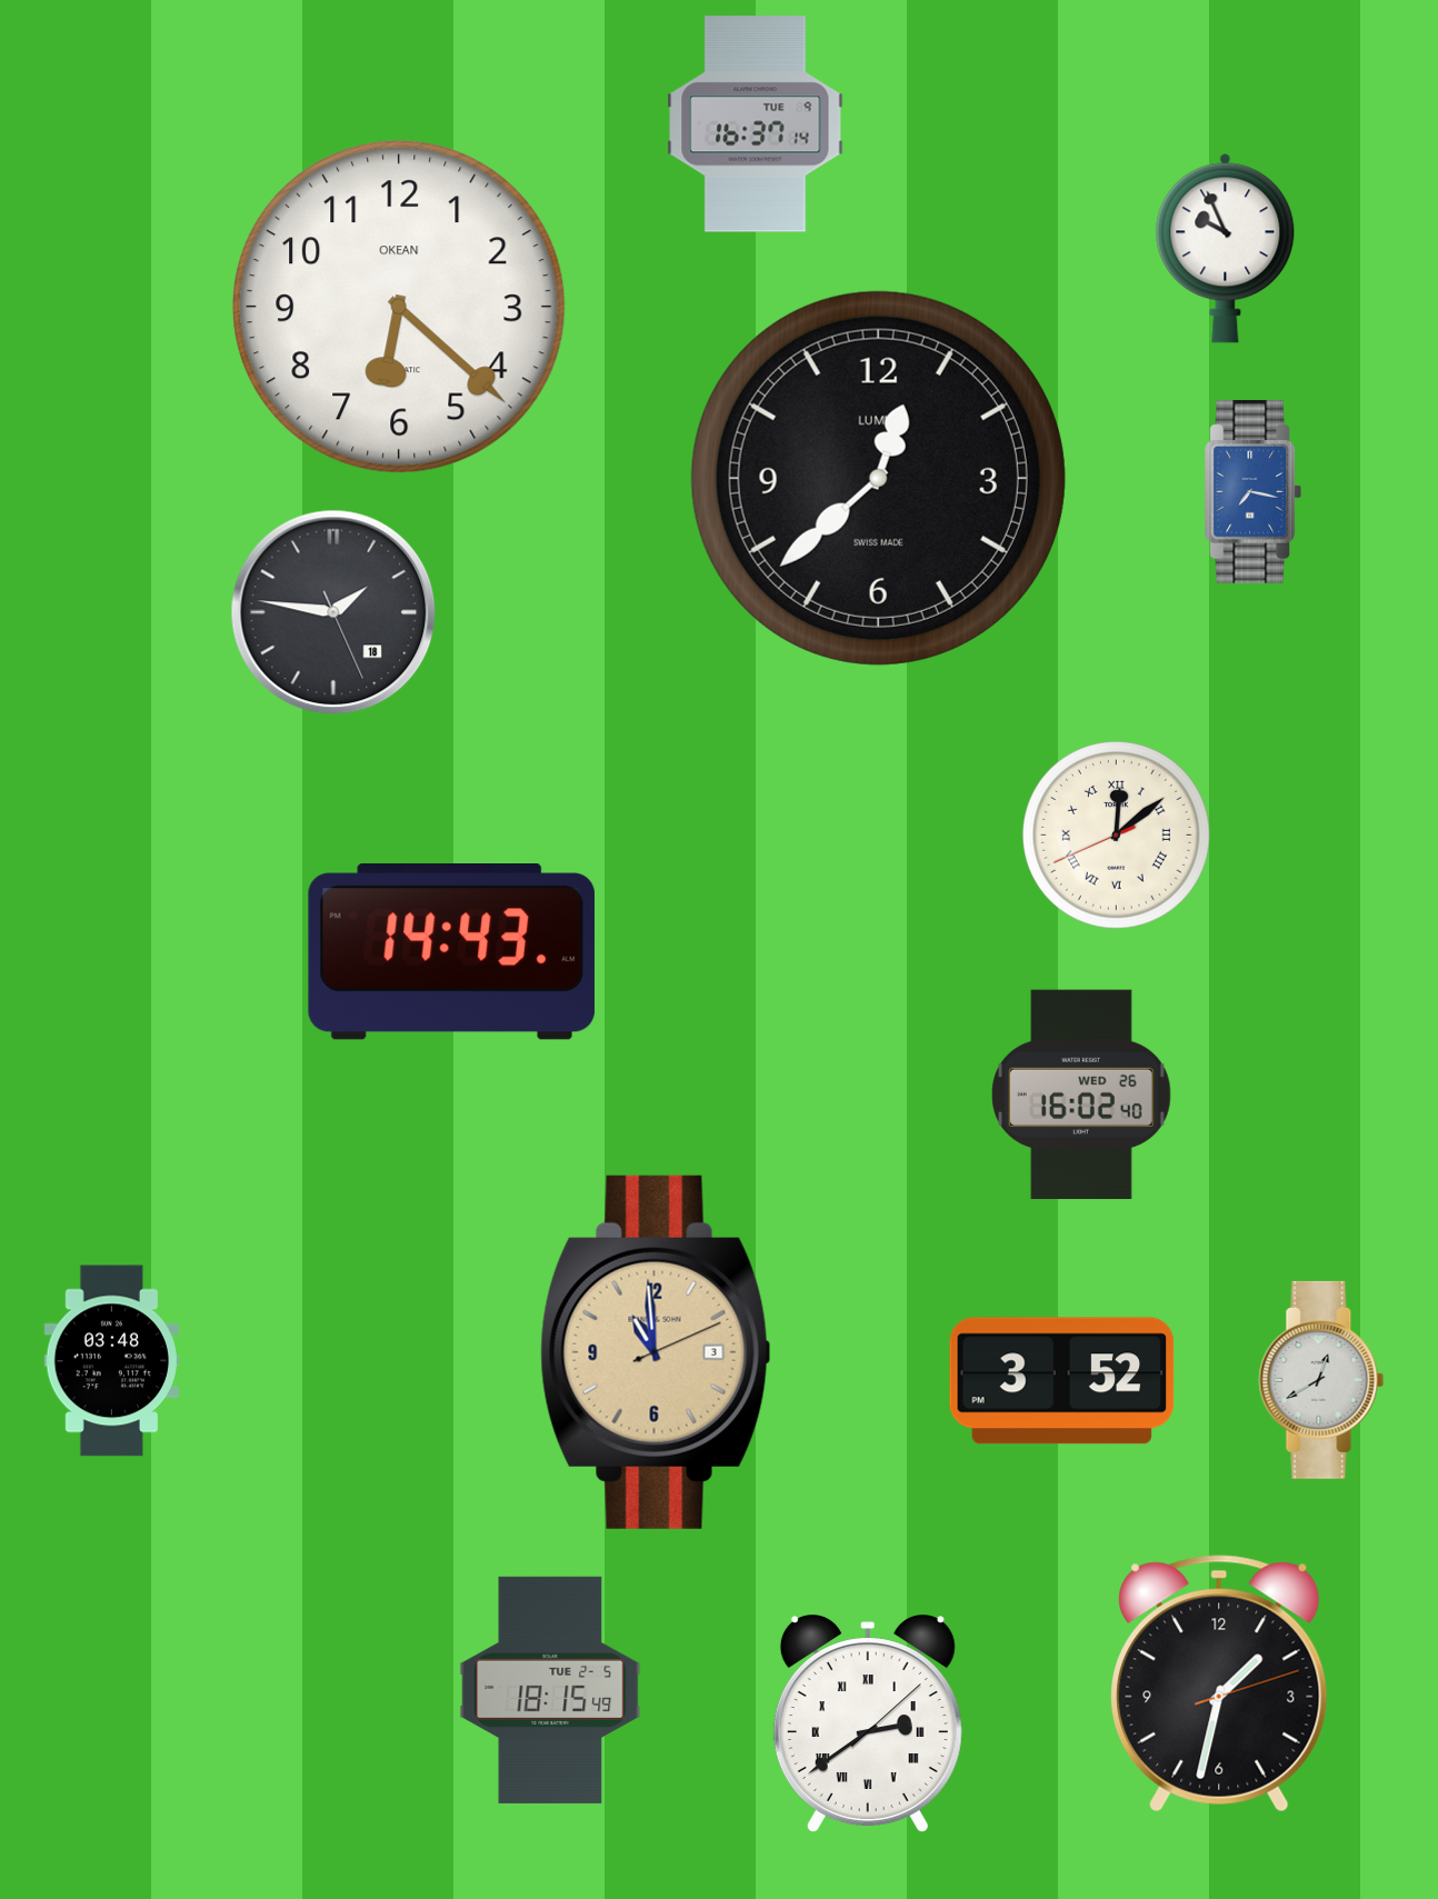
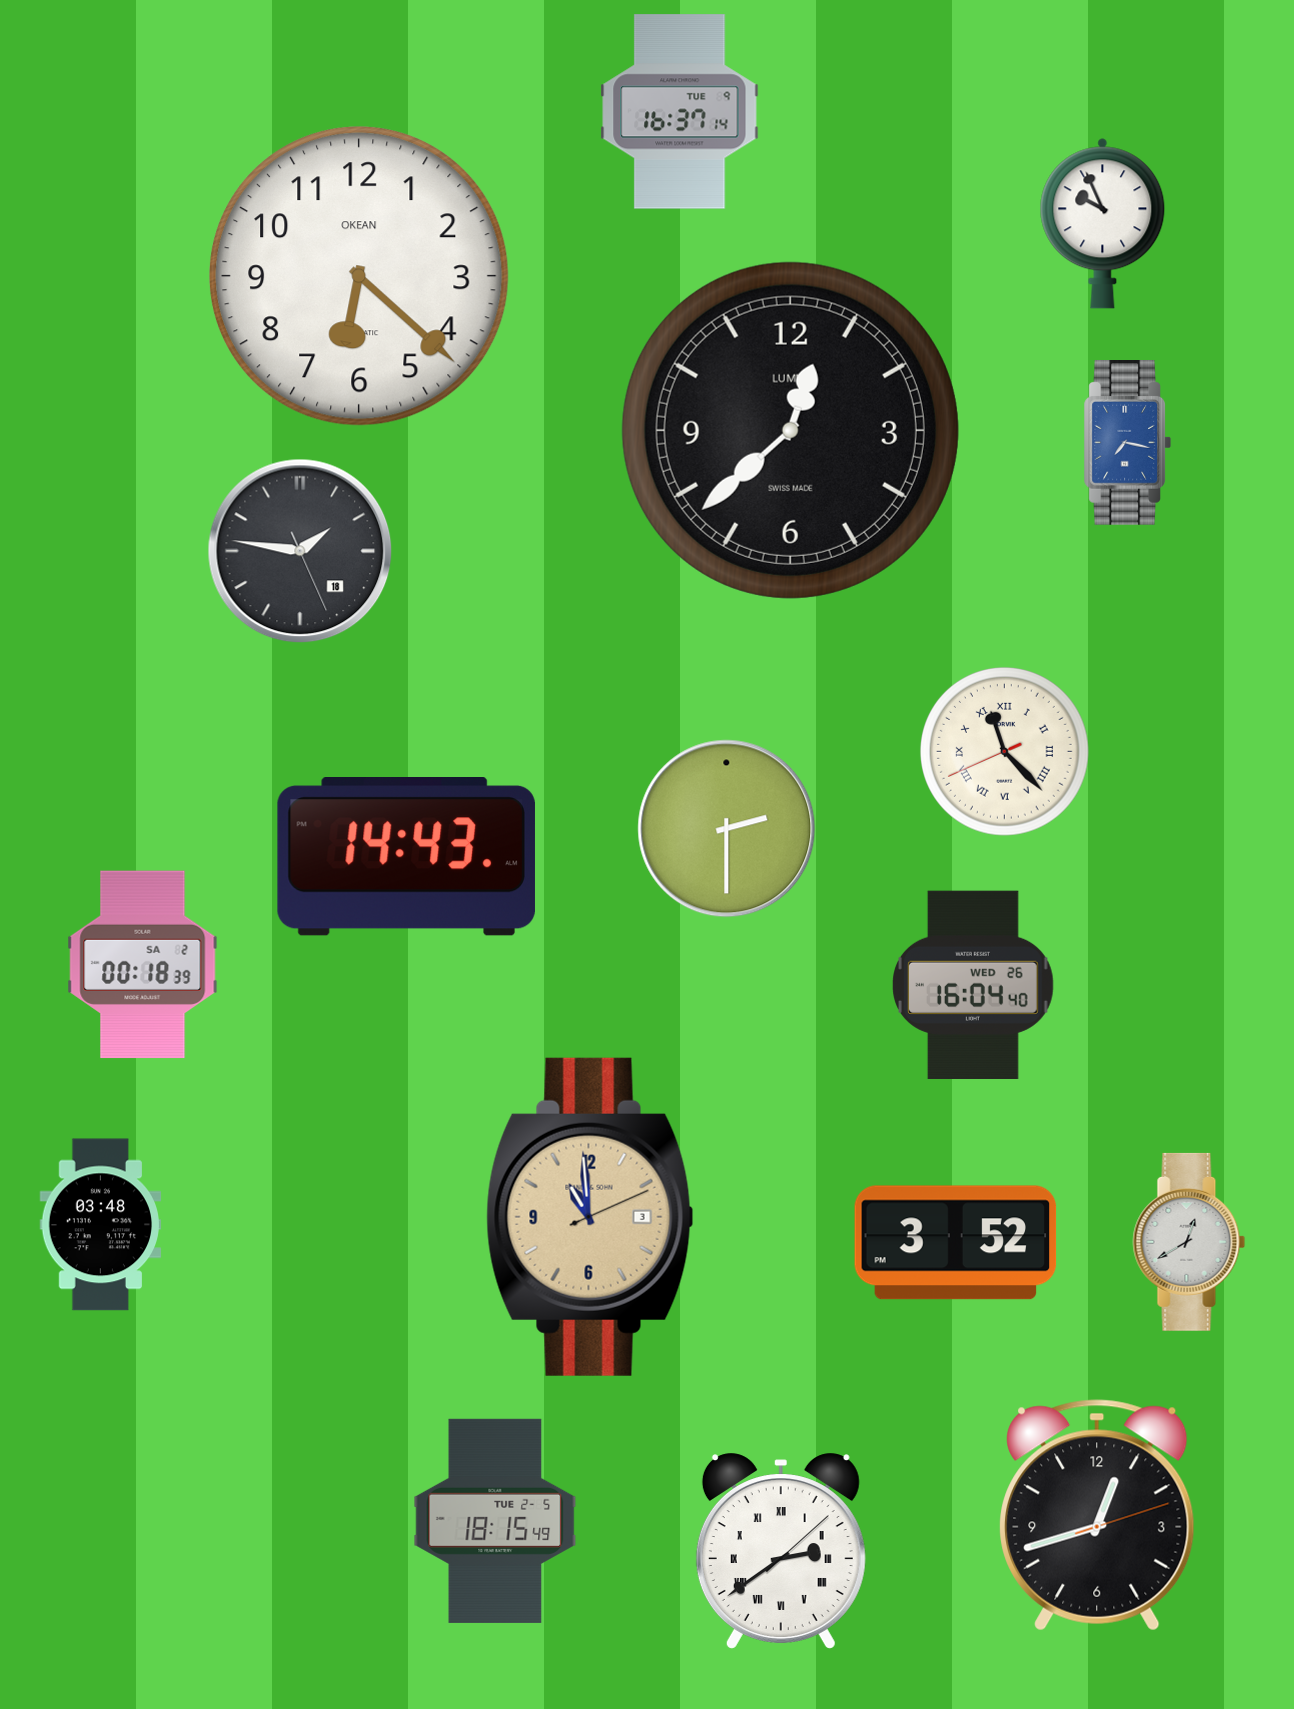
clock at (1116, 834): 12:08 -> 11:22
clock at (727, 829): none -> 2:30
clock at (143, 965): none -> 00:18
clock at (1082, 1093): 16:02 -> 16:04
clock at (1219, 1683): 1:32 -> 12:42
